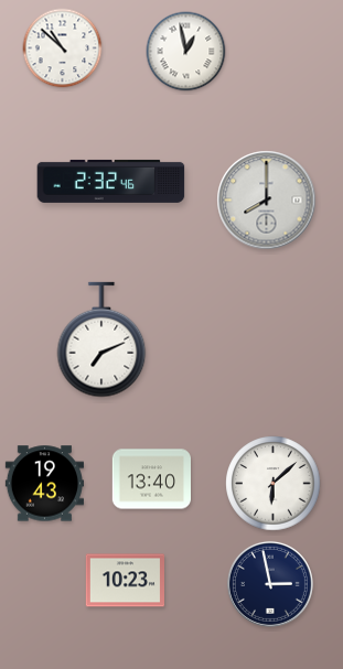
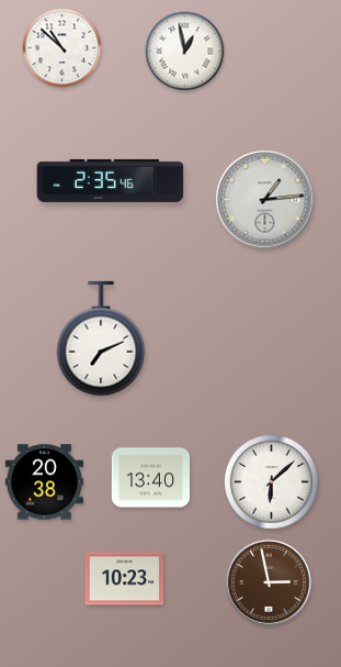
clock at (111, 181): 2:32 -> 2:35
clock at (267, 201): 8:00 -> 1:14
clock at (44, 484): 19:43 -> 20:38
clock at (270, 584) dial: navy -> brown
